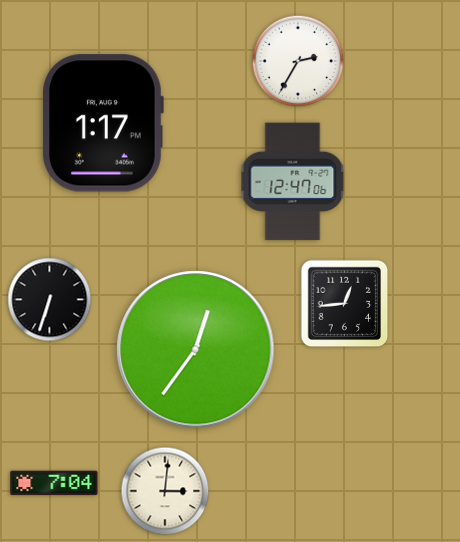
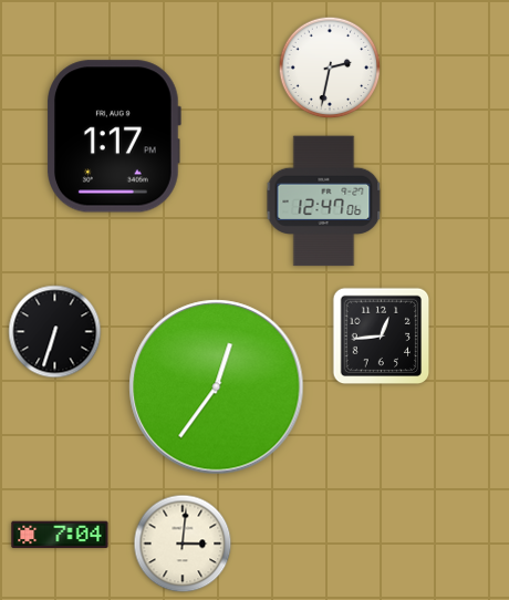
clock at (298, 61): 2:35 -> 2:32
